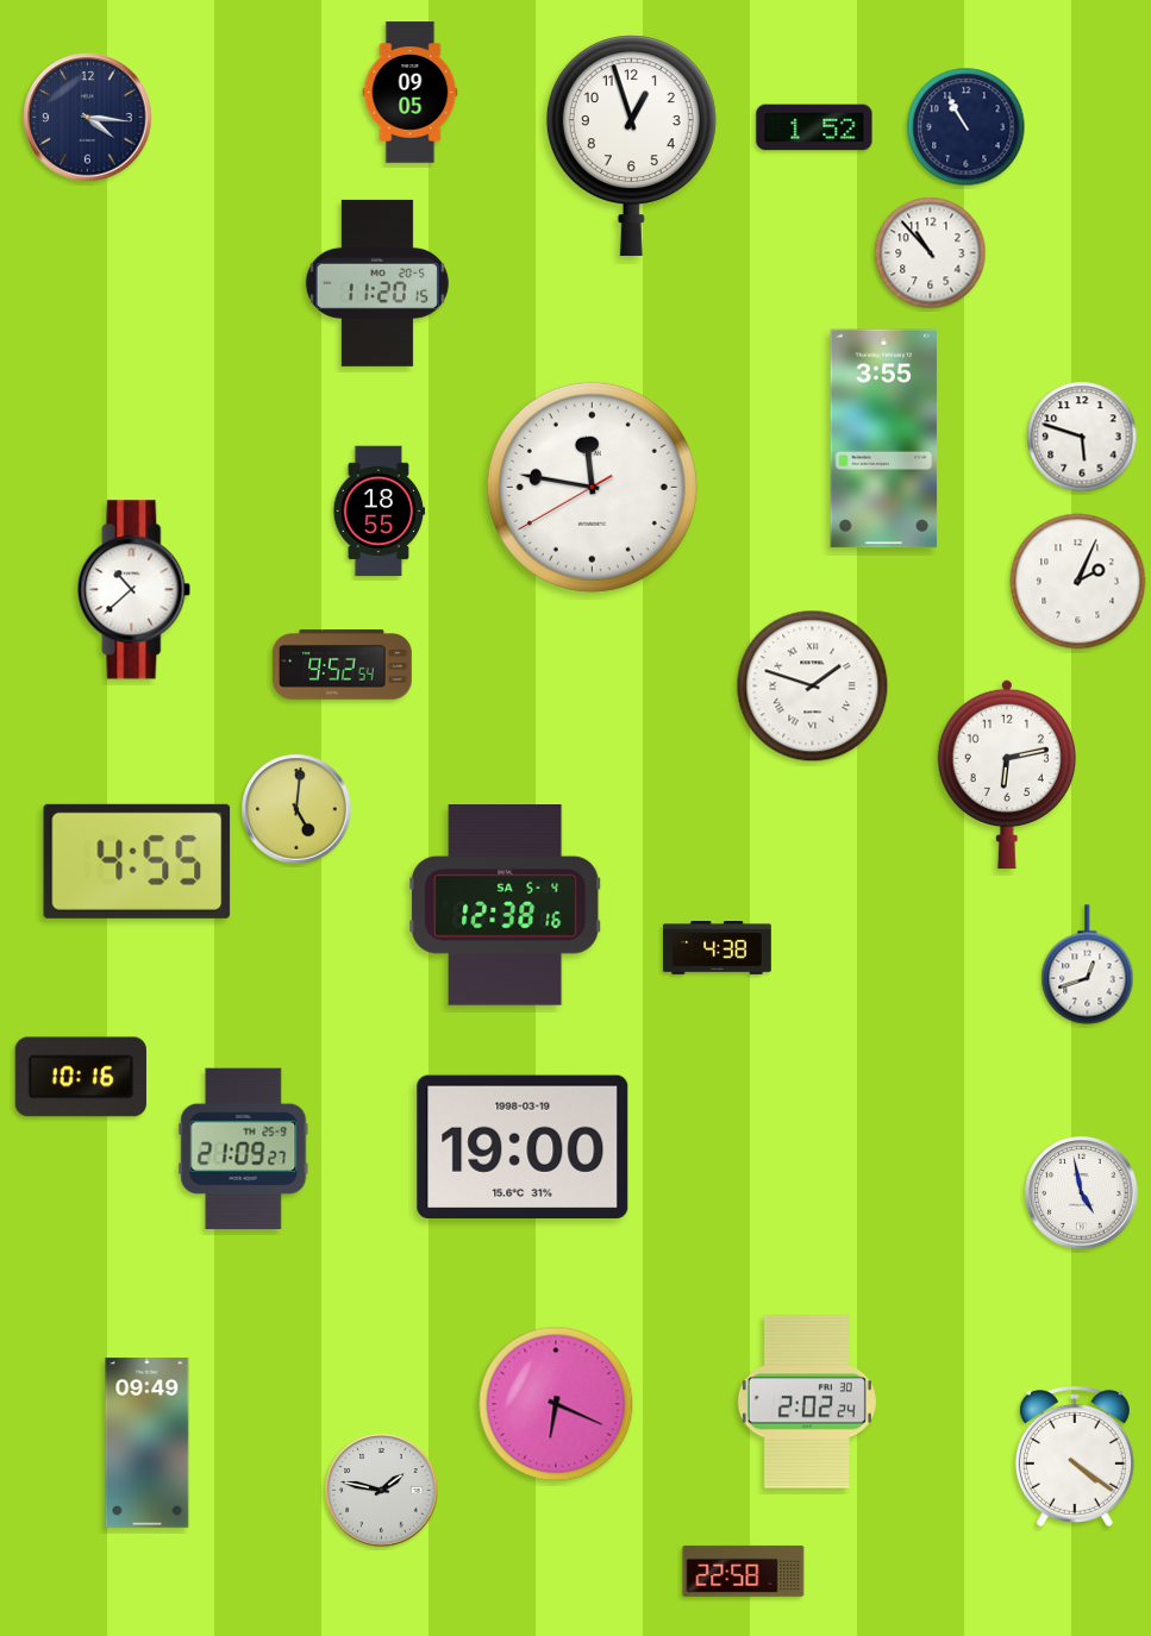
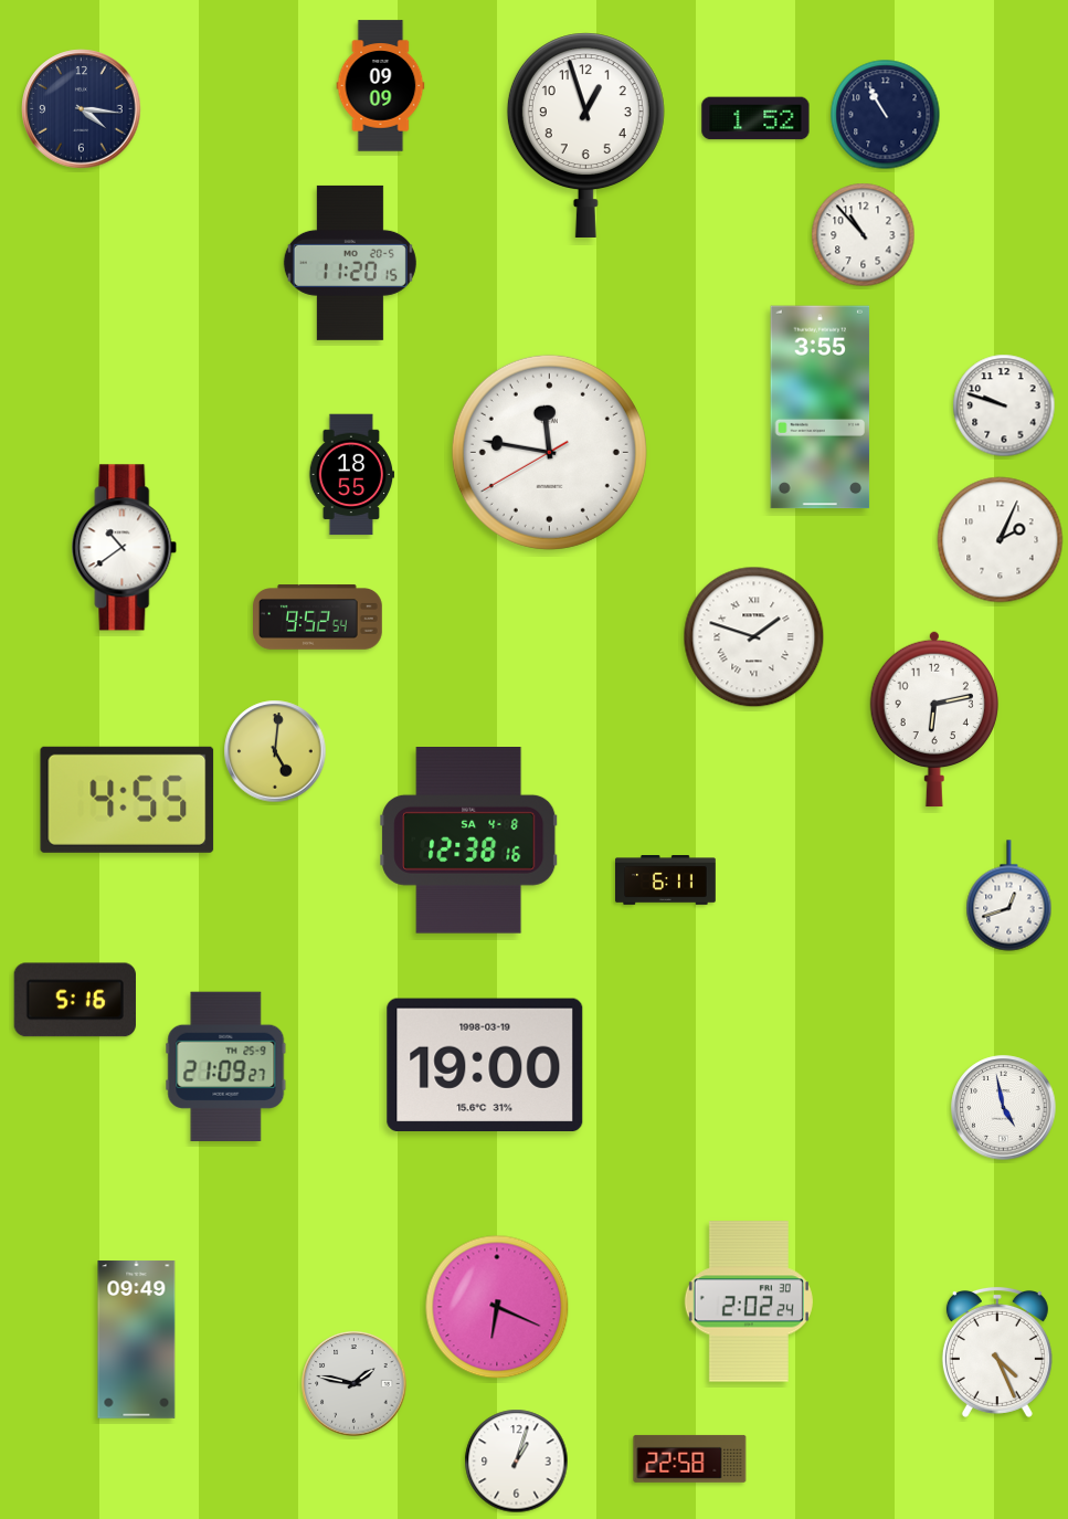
clock at (411, 93): 09:05 -> 09:09
clock at (967, 127) position: (967, 127) -> (886, 115)
clock at (1082, 437): 5:48 -> 9:48
clock at (135, 590): 10:38 -> 10:39
clock at (506, 905) date: SA 5-4 -> SA 4-8
clock at (718, 948): 4:38 -> 6:11
clock at (81, 1077): 10:16 -> 5:16
clock at (556, 1404) position: (556, 1404) -> (497, 1307)
clock at (1075, 1456): 4:21 -> 4:26
clock at (517, 1462): none -> 1:03
